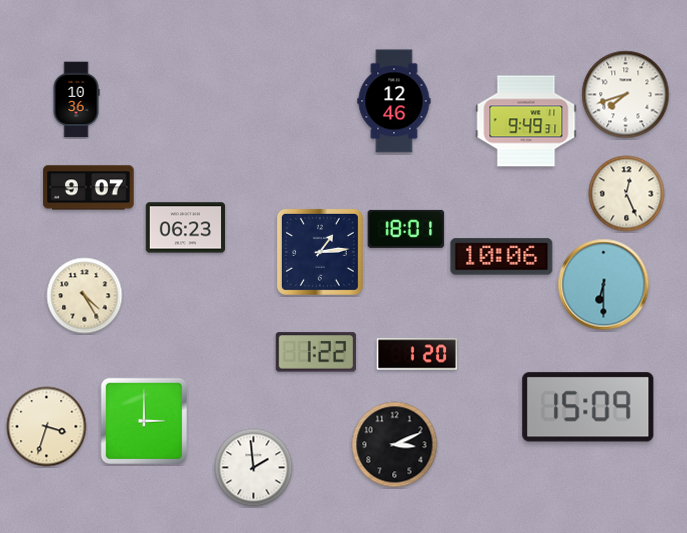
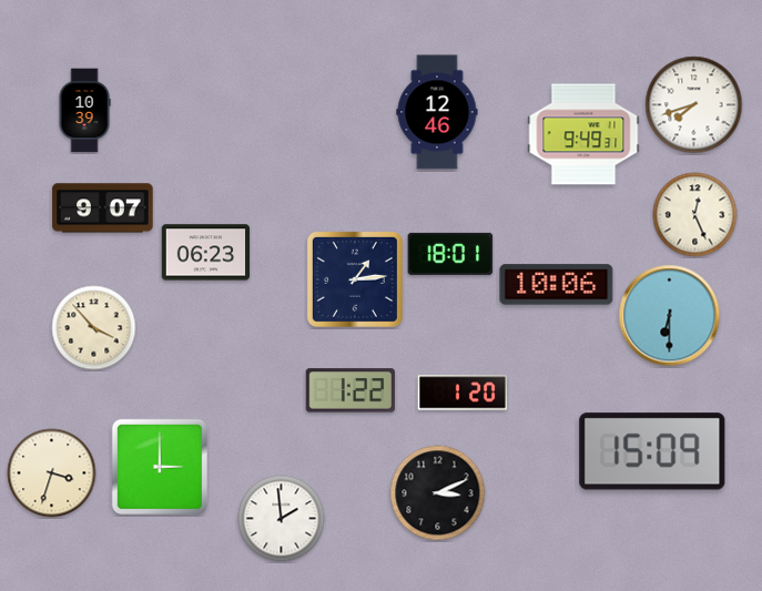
clock at (76, 100): 10:36 -> 10:39
clock at (89, 188) position: (89, 188) -> (103, 208)
clock at (85, 296): 4:25 -> 3:53
